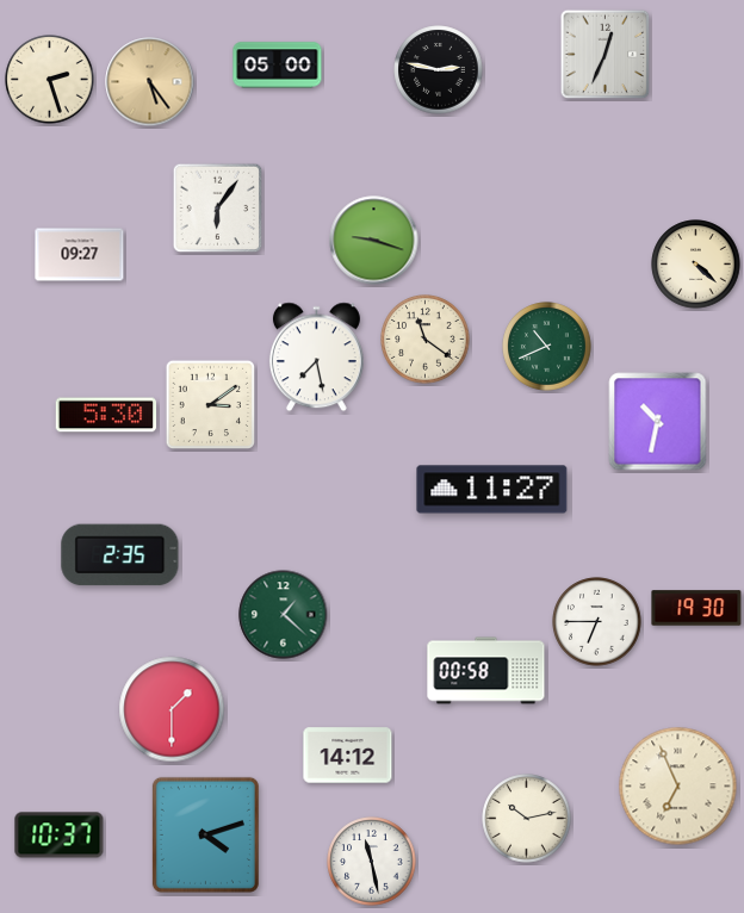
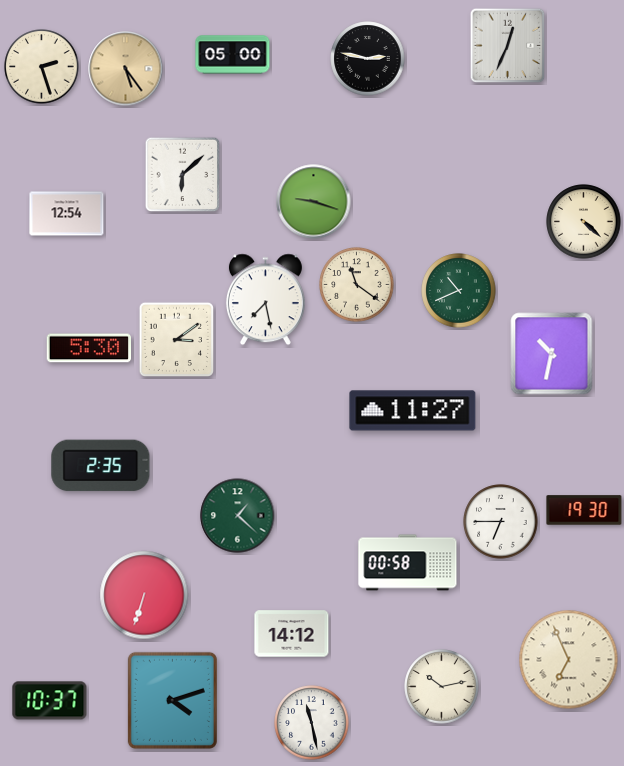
clock at (218, 209): 6:06 -> 6:08
clock at (80, 255): 09:27 -> 12:54
clock at (172, 709): 1:30 -> 6:33
